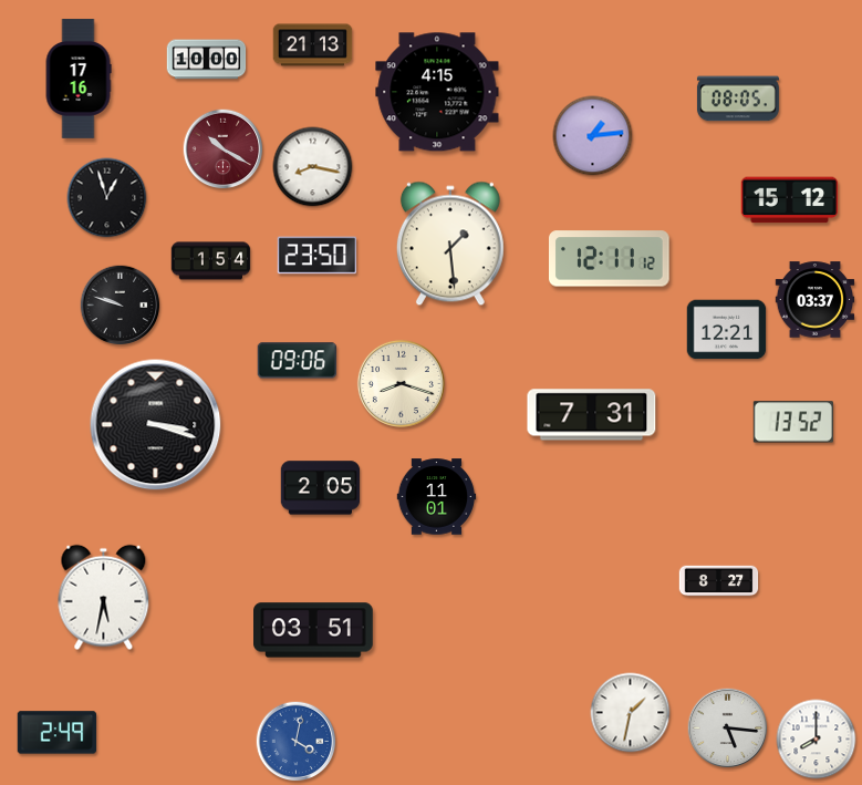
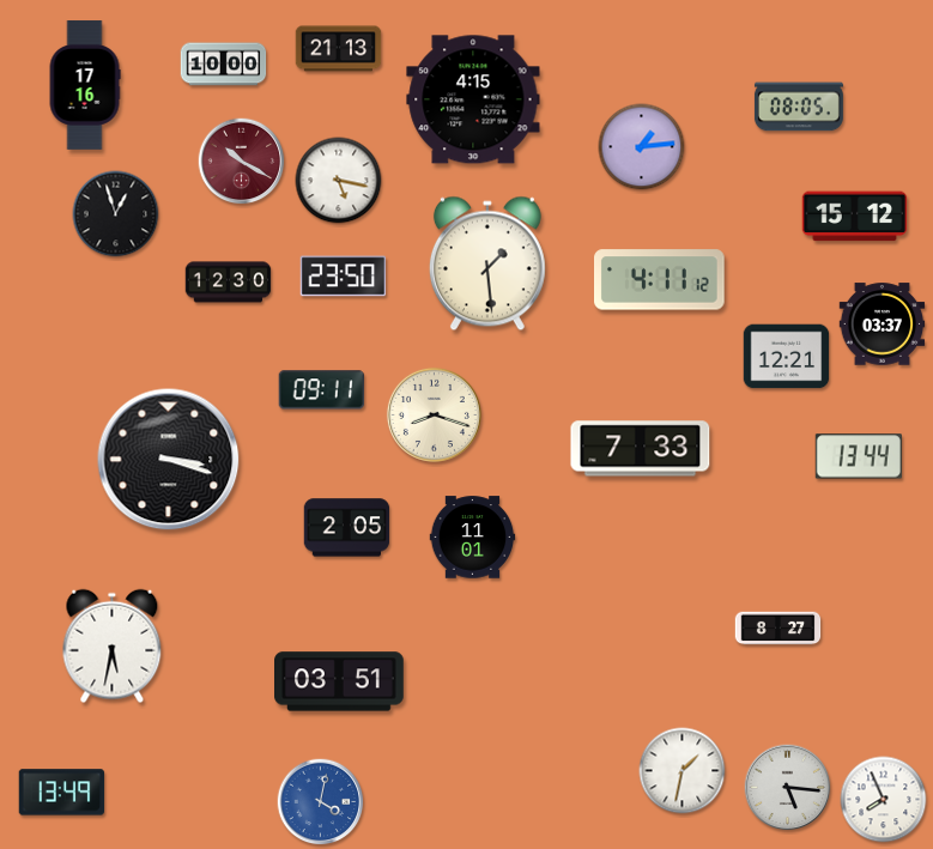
clock at (313, 167): 8:17 -> 5:17
clock at (610, 259): 12:11 -> 4:11
clock at (211, 261): 1:54 -> 12:30
clock at (121, 306): 9:48 -> none
clock at (297, 361): 09:06 -> 09:11
clock at (592, 415): 7:31 -> 7:33
clock at (793, 422): 13:52 -> 13:44
clock at (58, 733): 2:49 -> 13:49
clock at (817, 740): 8:00 -> 7:56
